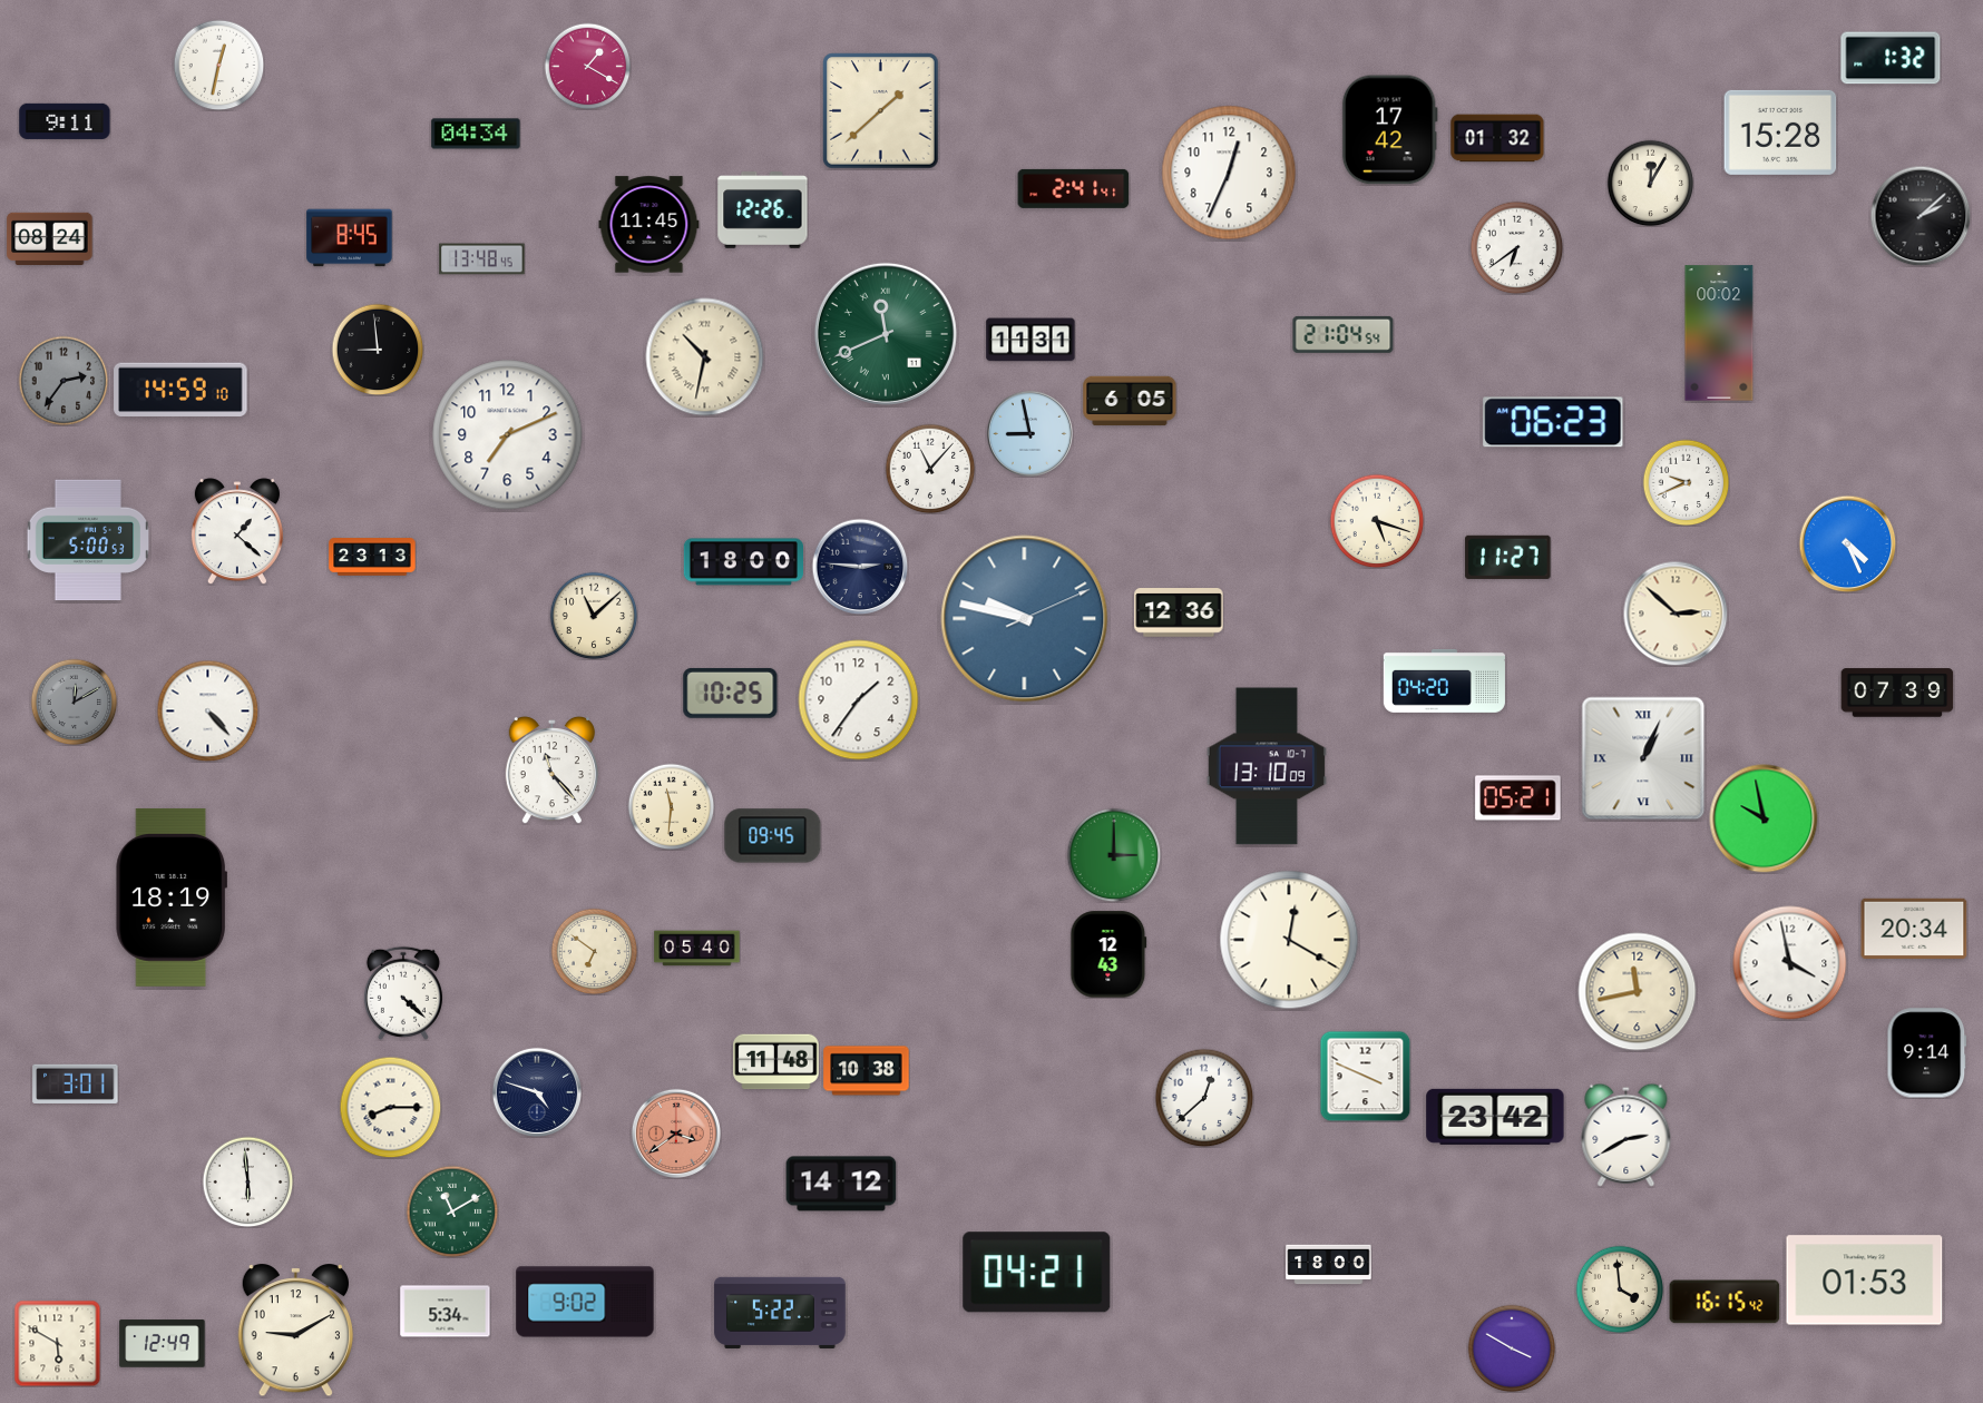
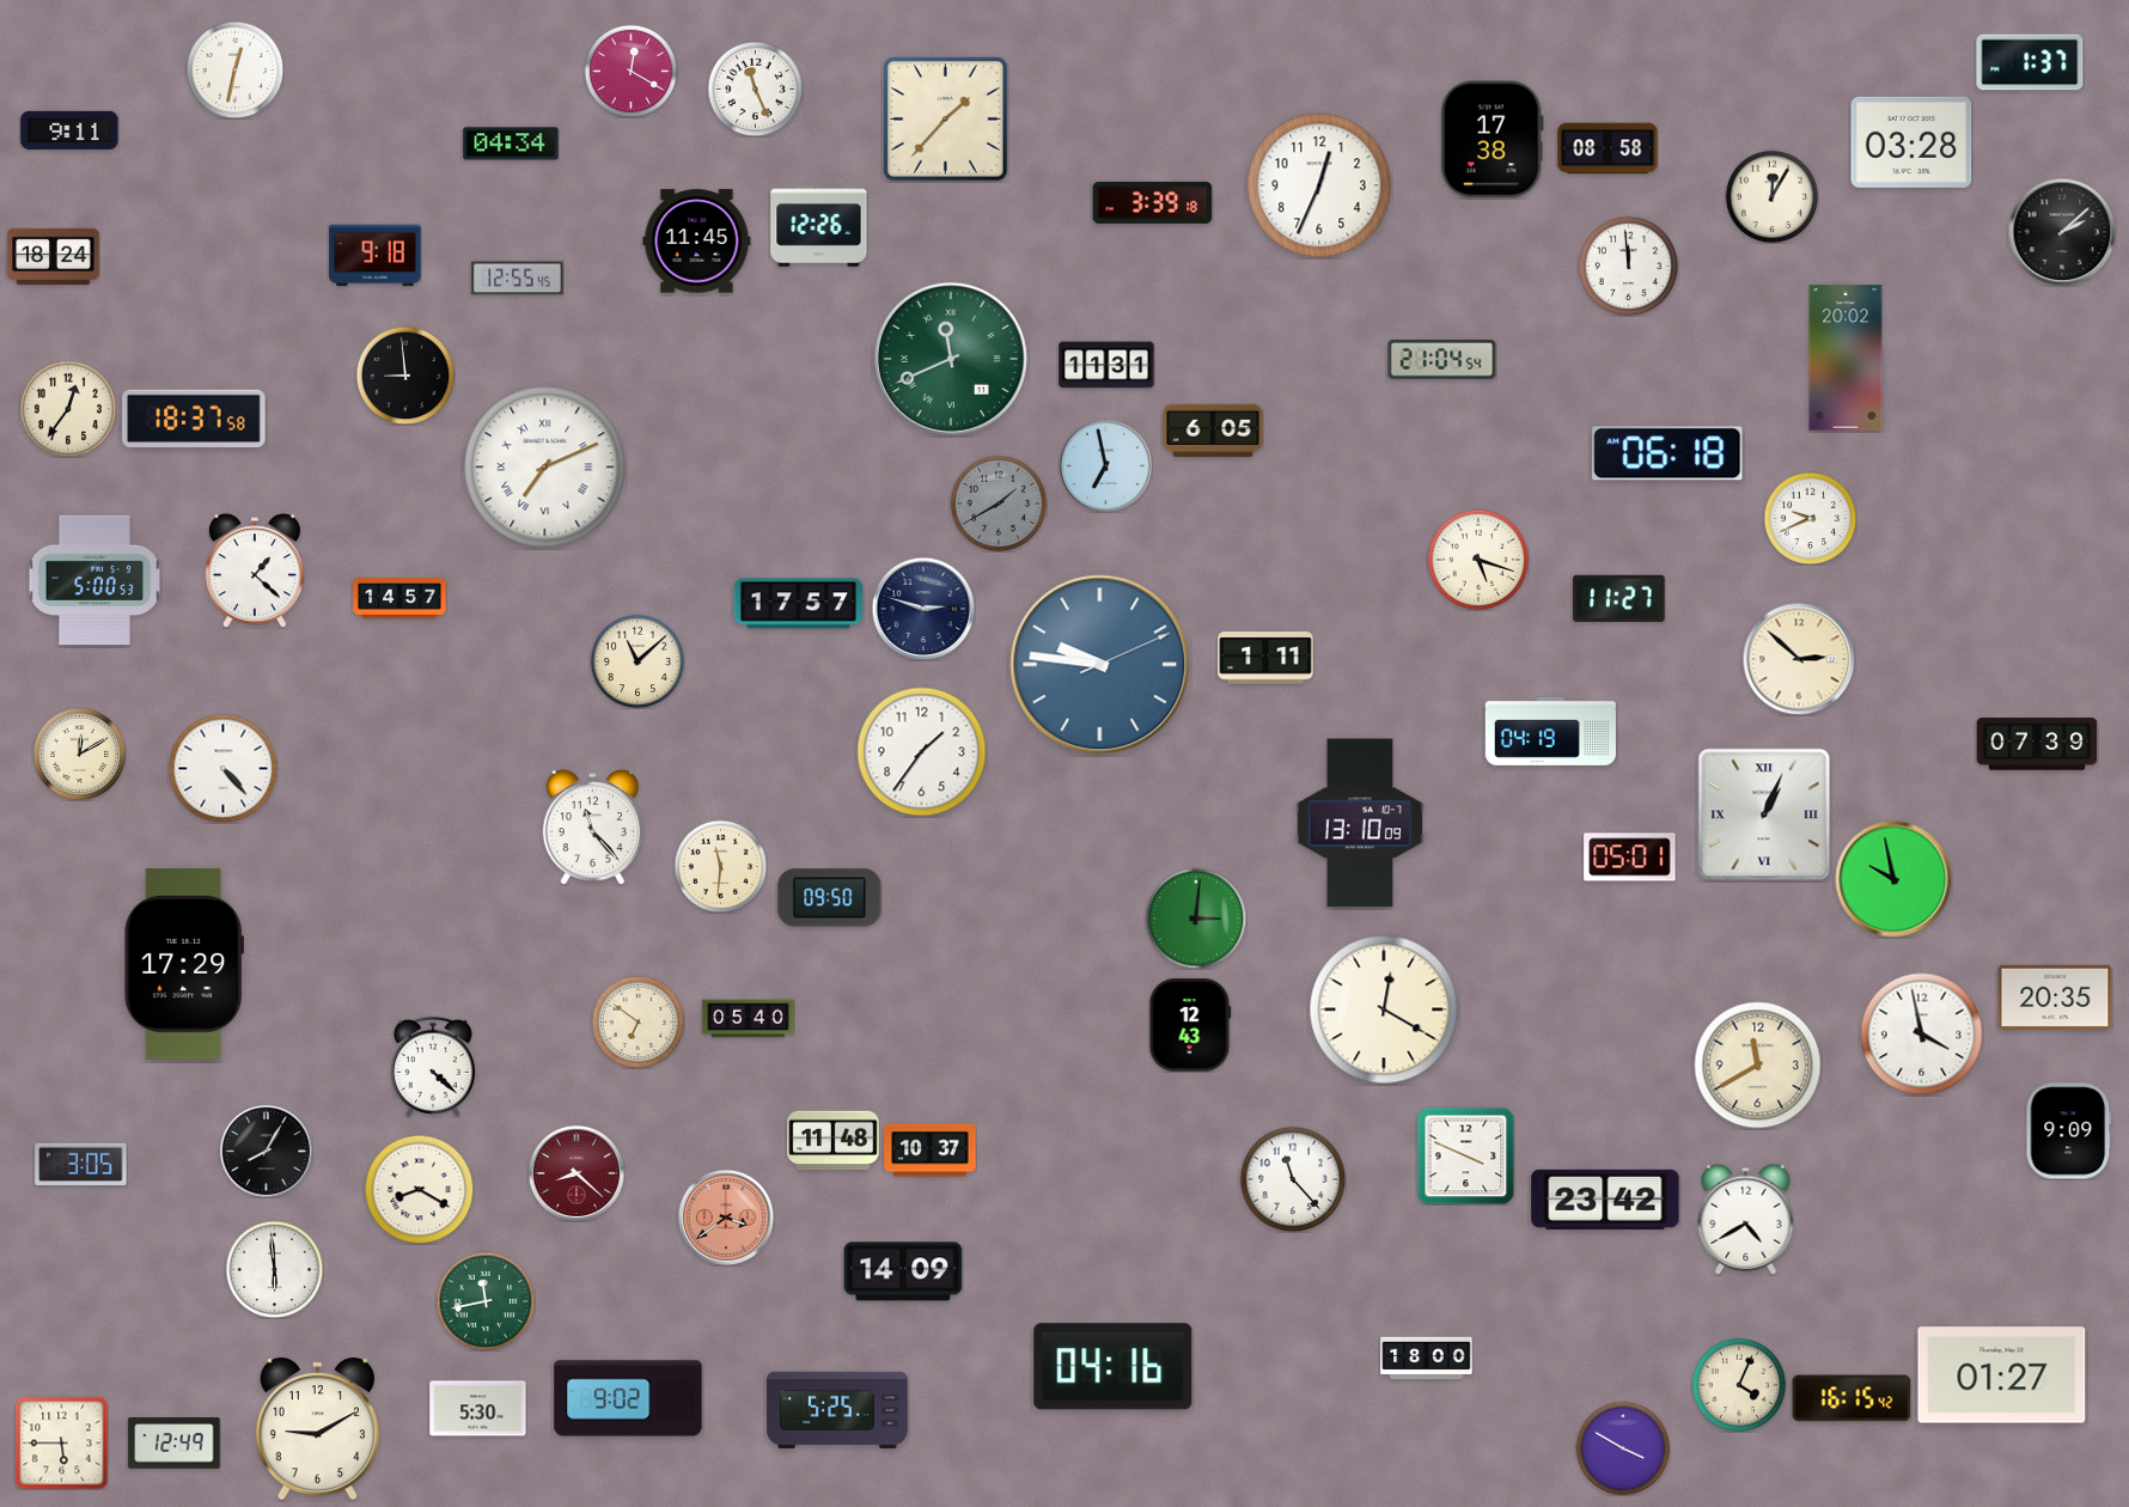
clock at (1891, 58): 1:32 -> 1:37
clock at (587, 66): 1:20 -> 12:20
clock at (755, 89): none -> 11:26
clock at (881, 111): 1:38 -> 1:37
clock at (1389, 130): 17:42 -> 17:38
clock at (1780, 133): 15:28 -> 03:28
clock at (1497, 138): 01:32 -> 08:58
clock at (1074, 188): 2:41 -> 3:39
clock at (50, 238): 08:24 -> 18:24
clock at (350, 238): 8:45 -> 9:18
clock at (1516, 247): 6:39 -> 11:59
clock at (482, 259): 13:48 -> 12:55
clock at (1719, 333): 00:02 -> 20:02
clock at (705, 357): 10:32 -> none
clock at (64, 381): 2:36 -> 12:36
clock at (64, 381) dial: grey -> cream
clock at (180, 390): 14:59 -> 18:37
clock at (1553, 422): 06:23 -> 06:18
clock at (1029, 433): 8:58 -> 6:58
clock at (508, 435) numerals: Arabic -> Roman
clock at (930, 469): 11:07 -> 1:40
clock at (930, 469) dial: white -> grey
clock at (1847, 543): 4:26 -> none
clock at (372, 557): 23:13 -> 14:57
clock at (743, 562): 18:00 -> 17:57
clock at (860, 567): 2:46 -> 2:48
clock at (1179, 612): 12:36 -> 1:11
clock at (1025, 619): 9:47 -> 9:46
clock at (1444, 680): 04:20 -> 04:19
clock at (731, 693): 10:25 -> none
clock at (74, 701) dial: grey -> cream
clock at (207, 710) position: (207, 710) -> (222, 768)
clock at (1518, 798): 05:21 -> 05:01
clock at (773, 836): 09:45 -> 09:50
clock at (1114, 855): 3:00 -> 3:01
clock at (170, 897): 18:19 -> 17:29
clock at (1914, 928): 20:34 -> 20:35
clock at (1638, 992): 11:43 -> 11:40
clock at (1927, 1053): 9:14 -> 9:09
clock at (266, 1151): none -> 8:05
clock at (867, 1071): 10:38 -> 10:37
clock at (76, 1083): 3:01 -> 3:05
clock at (536, 1091): 4:48 -> 8:22
clock at (536, 1091) dial: navy -> burgundy
clock at (1204, 1098): 12:38 -> 11:23
clock at (390, 1107): 8:15 -> 8:20
clock at (1627, 1135): 2:40 -> 4:40
clock at (247, 1181) position: (247, 1181) -> (274, 1269)
clock at (841, 1184): 14:12 -> 14:09
clock at (452, 1211): 11:10 -> 11:43
clock at (1037, 1273): 04:21 -> 04:16
clock at (1865, 1281): 01:53 -> 01:27
clock at (1620, 1289): 3:59 -> 4:04
clock at (446, 1312): 5:34 -> 5:30
clock at (780, 1313): 5:22 -> 5:25
clock at (57, 1343): 5:50 -> 5:45
